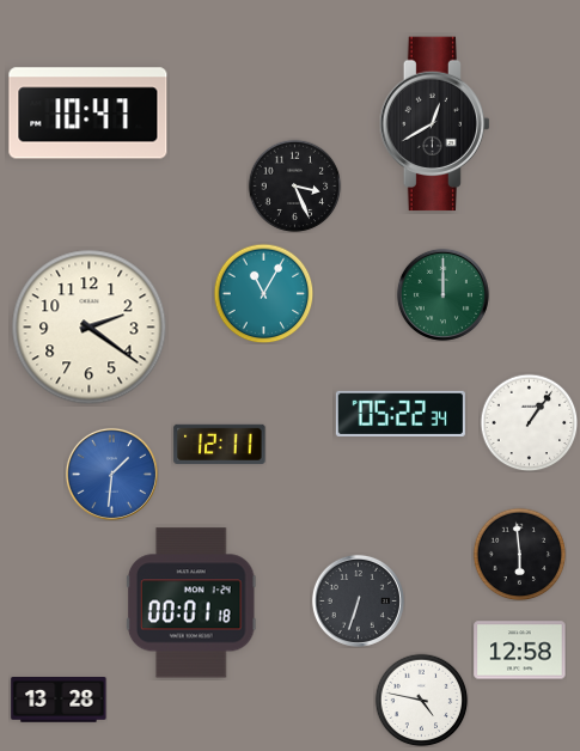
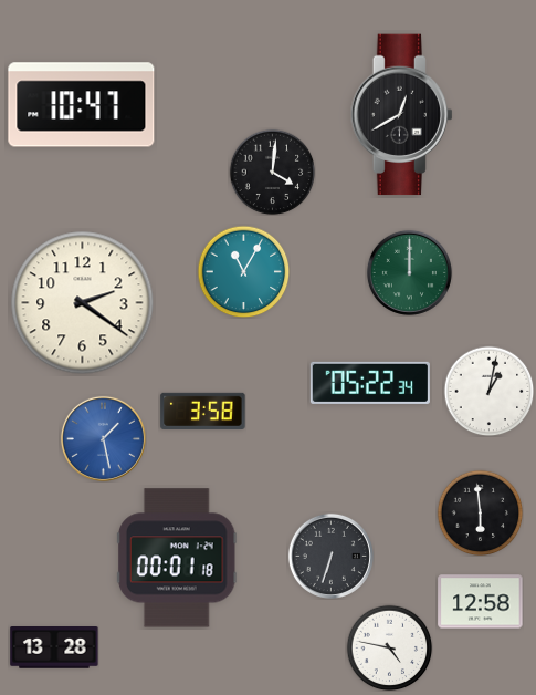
clock at (294, 185): 3:26 -> 4:01
clock at (529, 422): 1:06 -> 1:02
clock at (220, 444): 12:11 -> 3:58
clock at (111, 474): 1:31 -> 1:28
